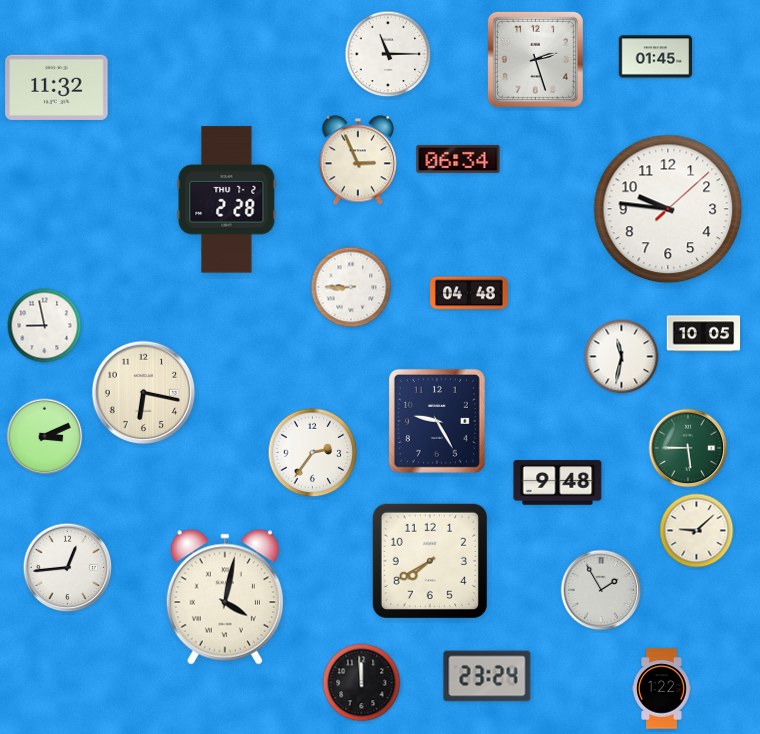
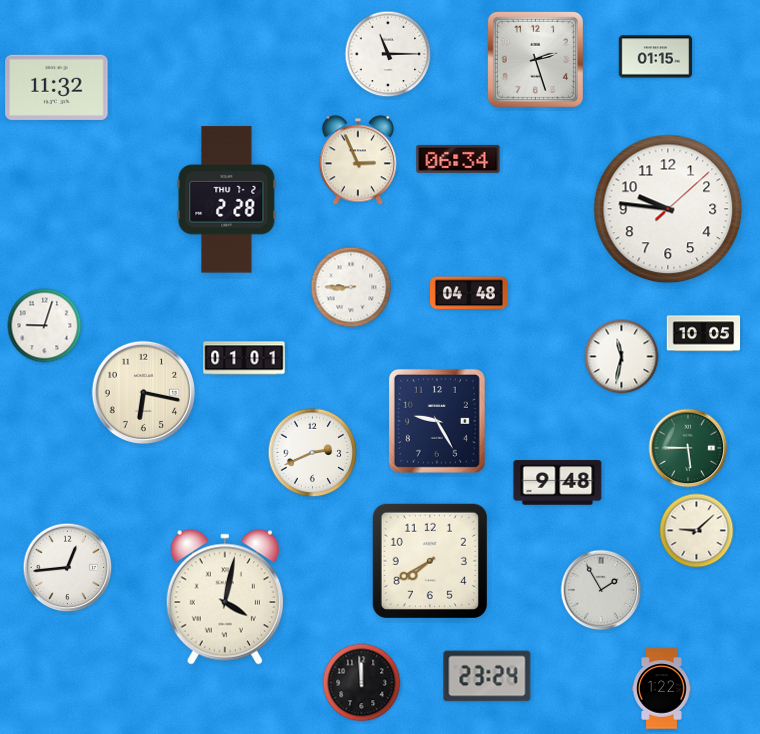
clock at (656, 57): 01:45 -> 01:15
clock at (45, 326): 8:58 -> 9:03
clock at (244, 358): none -> 01:01
clock at (45, 437): 3:11 -> none
clock at (313, 453): 2:36 -> 2:41
